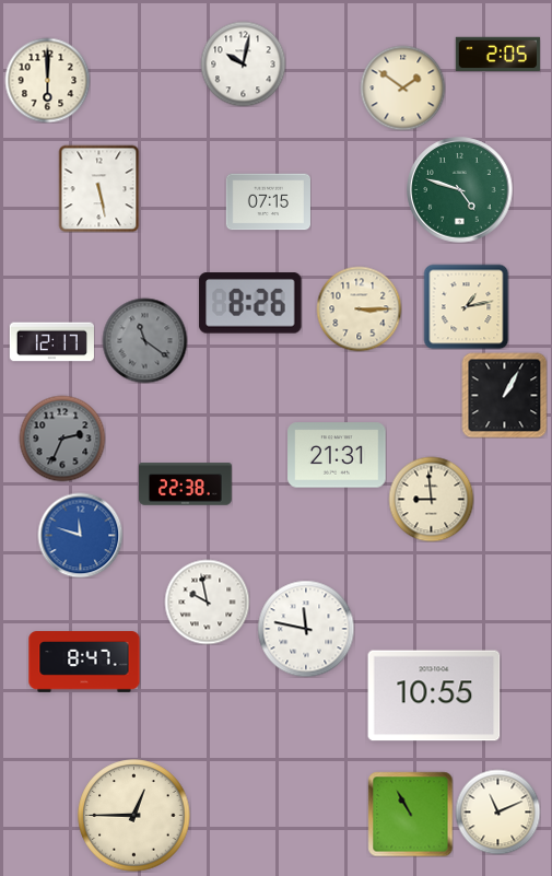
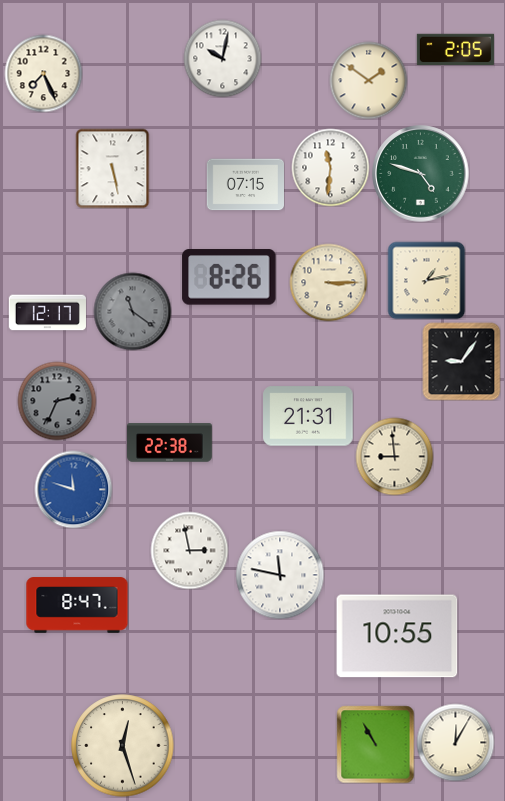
clock at (47, 80): 6:00 -> 7:26
clock at (330, 167): none -> 11:31
clock at (99, 188) position: (99, 188) -> (113, 168)
clock at (504, 395): 1:05 -> 9:06
clock at (207, 601): 9:58 -> 2:58
clock at (497, 811): 11:11 -> 12:05
clock at (134, 816): 12:45 -> 12:27
